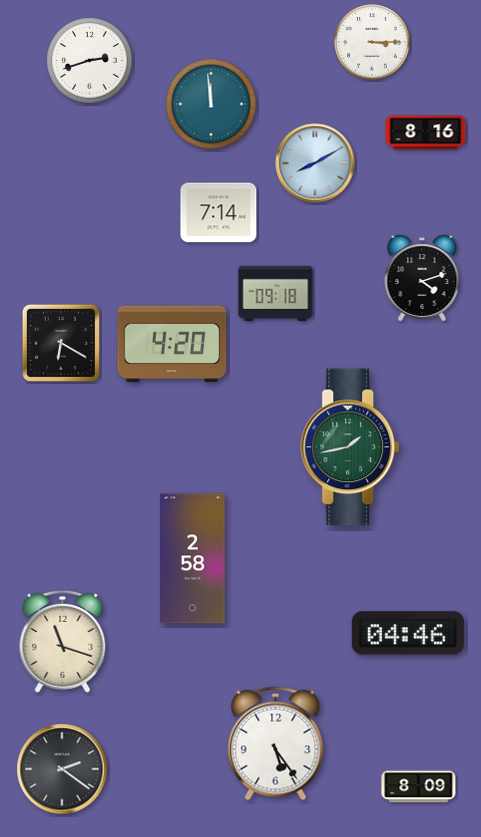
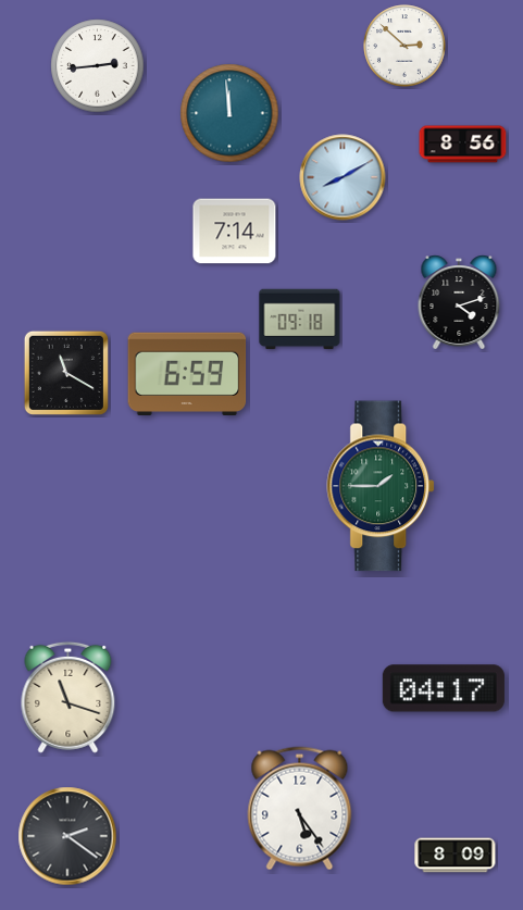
clock at (372, 42): 3:15 -> 2:52
clock at (90, 61): 2:42 -> 2:44
clock at (426, 133): 8:16 -> 8:56
clock at (219, 213) position: (219, 213) -> (235, 232)
clock at (61, 343): 6:20 -> 11:20
clock at (172, 343): 4:20 -> 6:59
clock at (351, 447): 1:43 -> 1:45
clock at (193, 559): 2:58 -> none
clock at (408, 633): 04:46 -> 04:17
